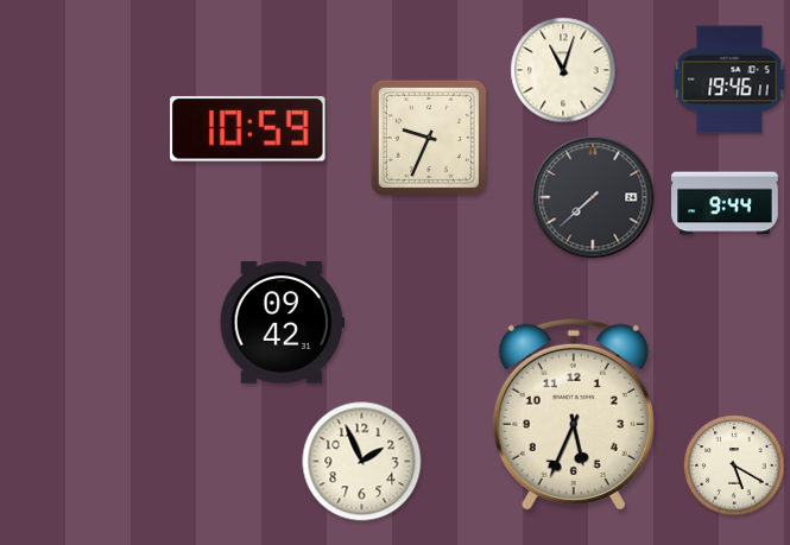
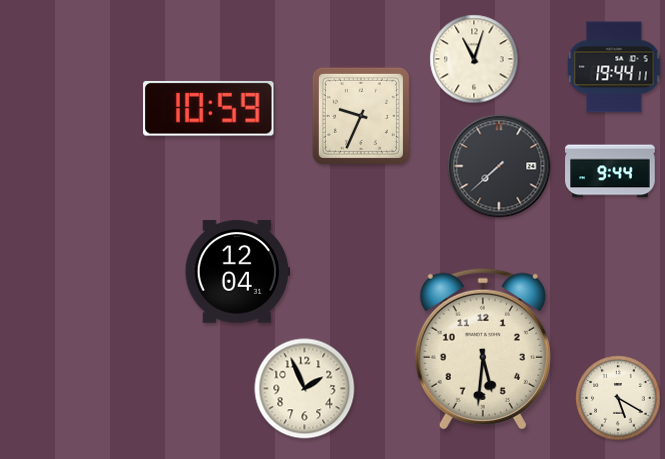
clock at (729, 80): 19:46 -> 19:44
clock at (282, 323): 09:42 -> 12:04
clock at (574, 414): 5:34 -> 5:31
clock at (734, 465) position: (734, 465) -> (618, 398)
